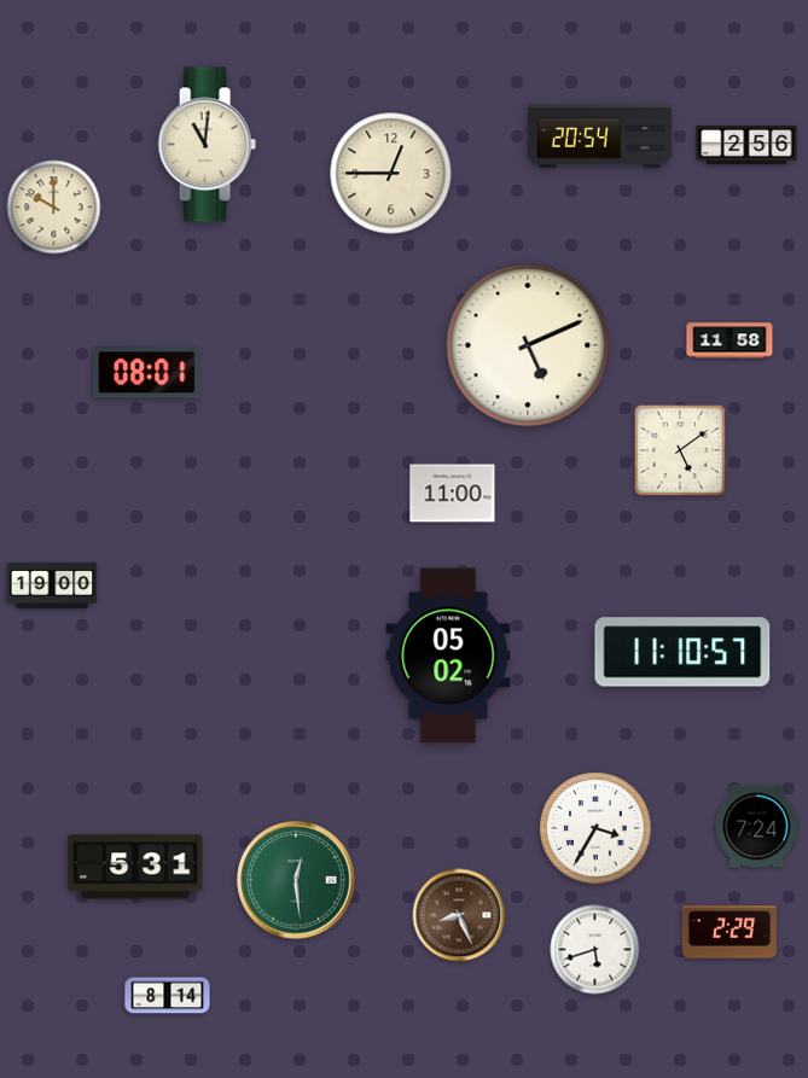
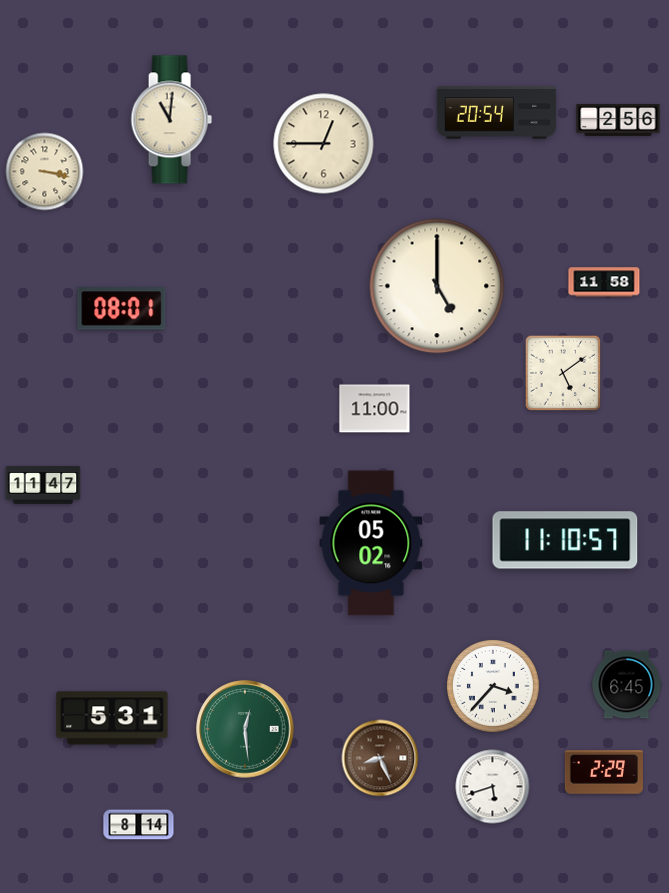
clock at (54, 208): 10:00 -> 3:17
clock at (528, 345): 5:11 -> 5:00
clock at (52, 585): 19:00 -> 11:47
clock at (757, 827): 7:24 -> 6:45
clock at (597, 829): 3:35 -> 3:37
